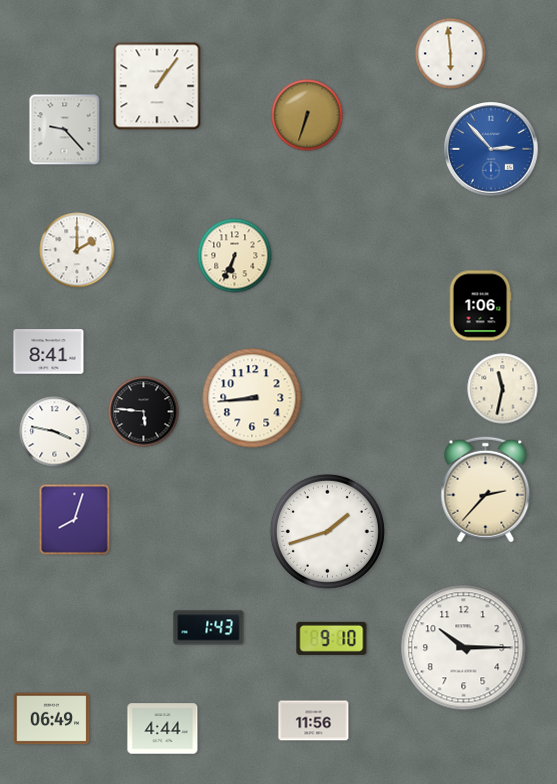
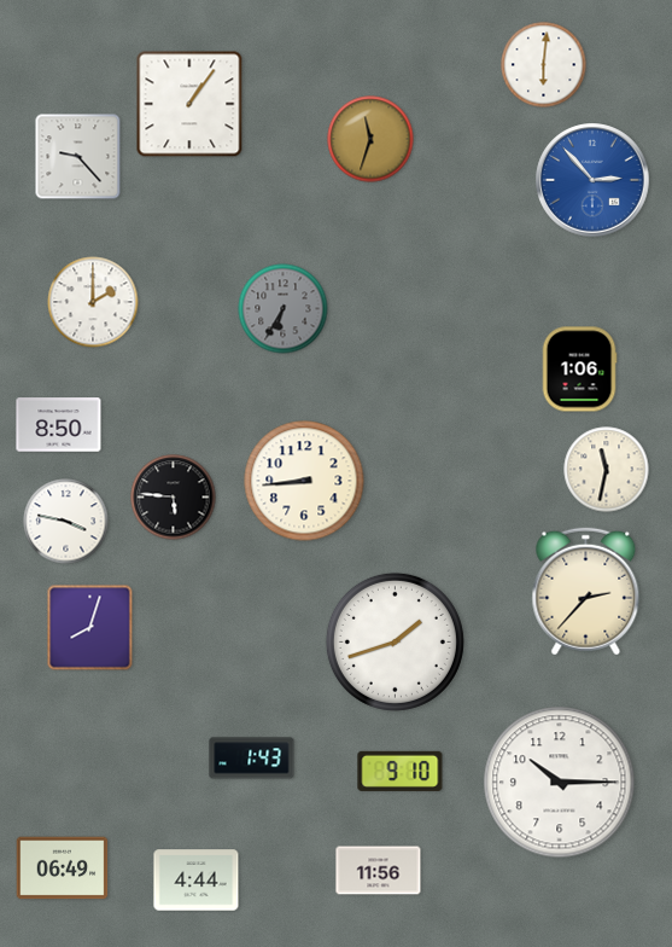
clock at (451, 54): 5:59 -> 6:01
clock at (307, 115): 6:33 -> 11:33
clock at (235, 256): 6:34 -> 6:35
clock at (235, 256) dial: cream -> grey
clock at (49, 352): 8:41 -> 8:50
